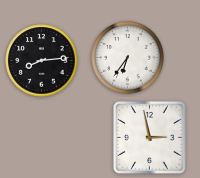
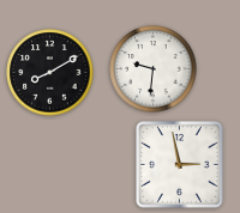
clock at (128, 58): 6:36 -> 9:31
clock at (42, 61): 8:14 -> 8:10
